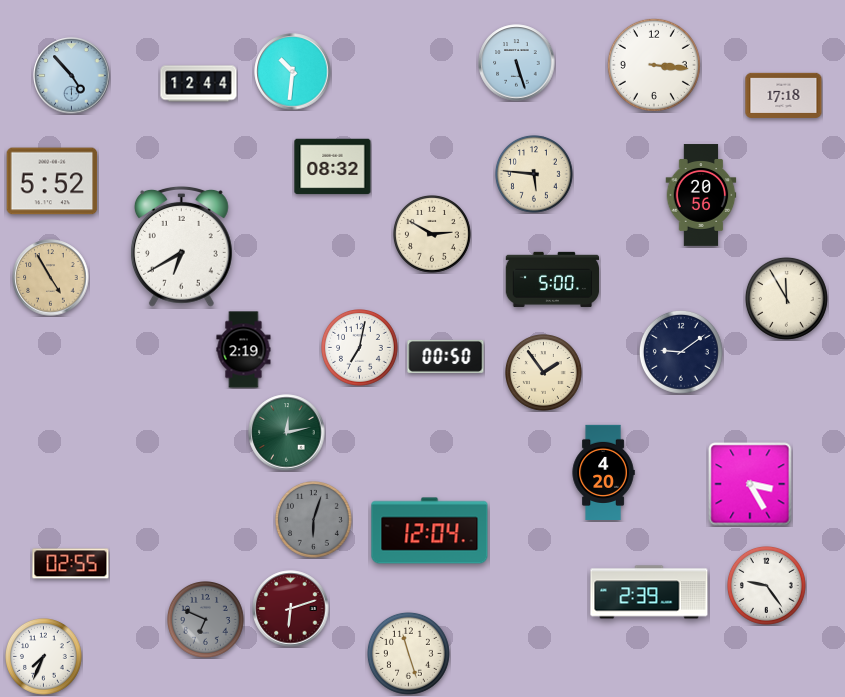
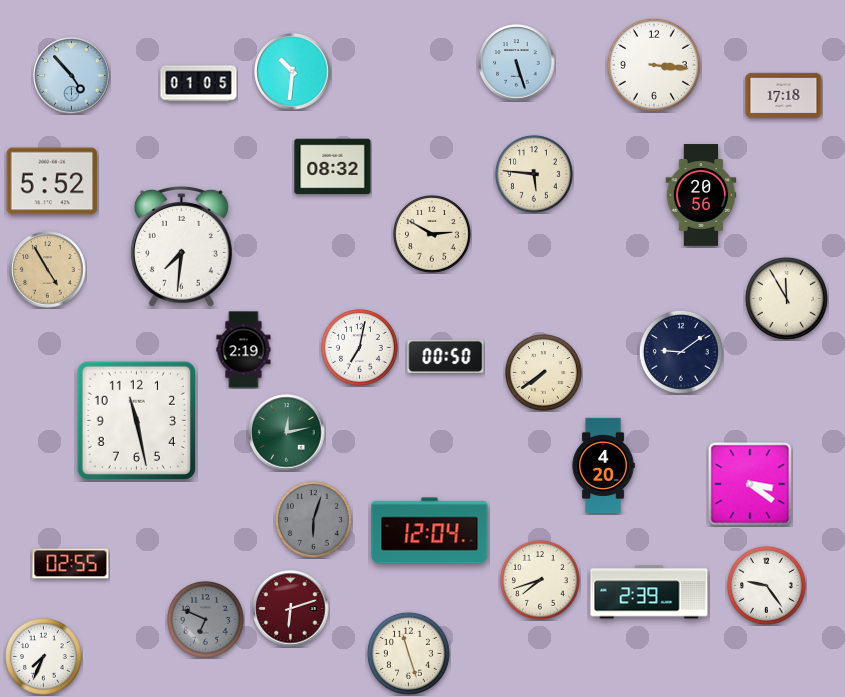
clock at (199, 84): 12:44 -> 01:05
clock at (181, 247): 6:40 -> 7:31
clock at (51, 278) position: (51, 278) -> (48, 270)
clock at (553, 279): 5:00 -> none
clock at (544, 373): 1:54 -> 7:39
clock at (136, 420): none -> 11:28
clock at (603, 472) position: (603, 472) -> (603, 465)
clock at (750, 484): 3:25 -> 3:21
clock at (540, 580): none -> 7:42
